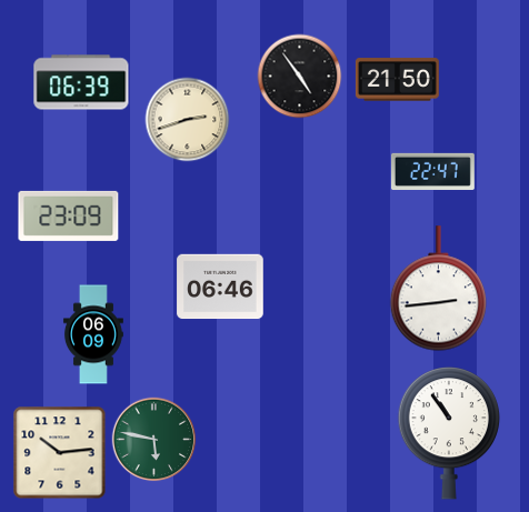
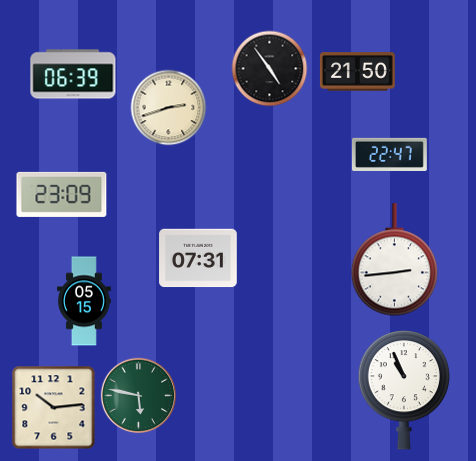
clock at (220, 287): 06:46 -> 07:31
clock at (93, 334): 06:09 -> 05:15
clock at (448, 433): 10:54 -> 10:56
